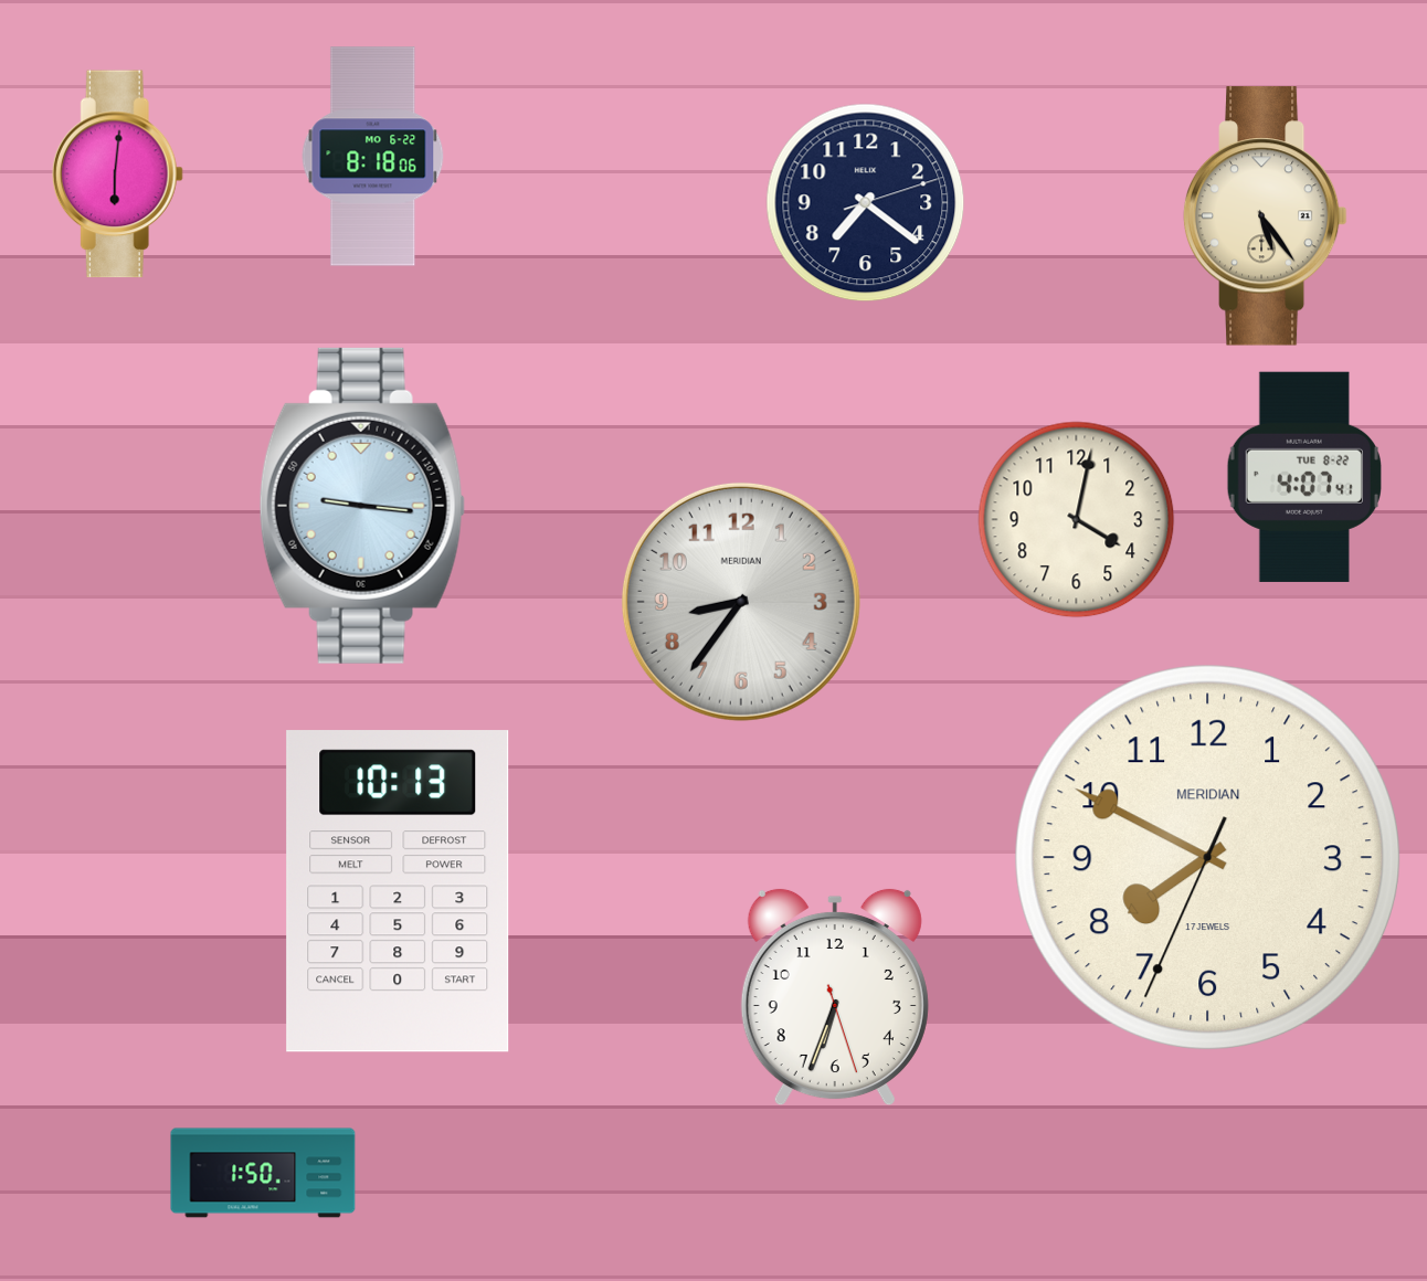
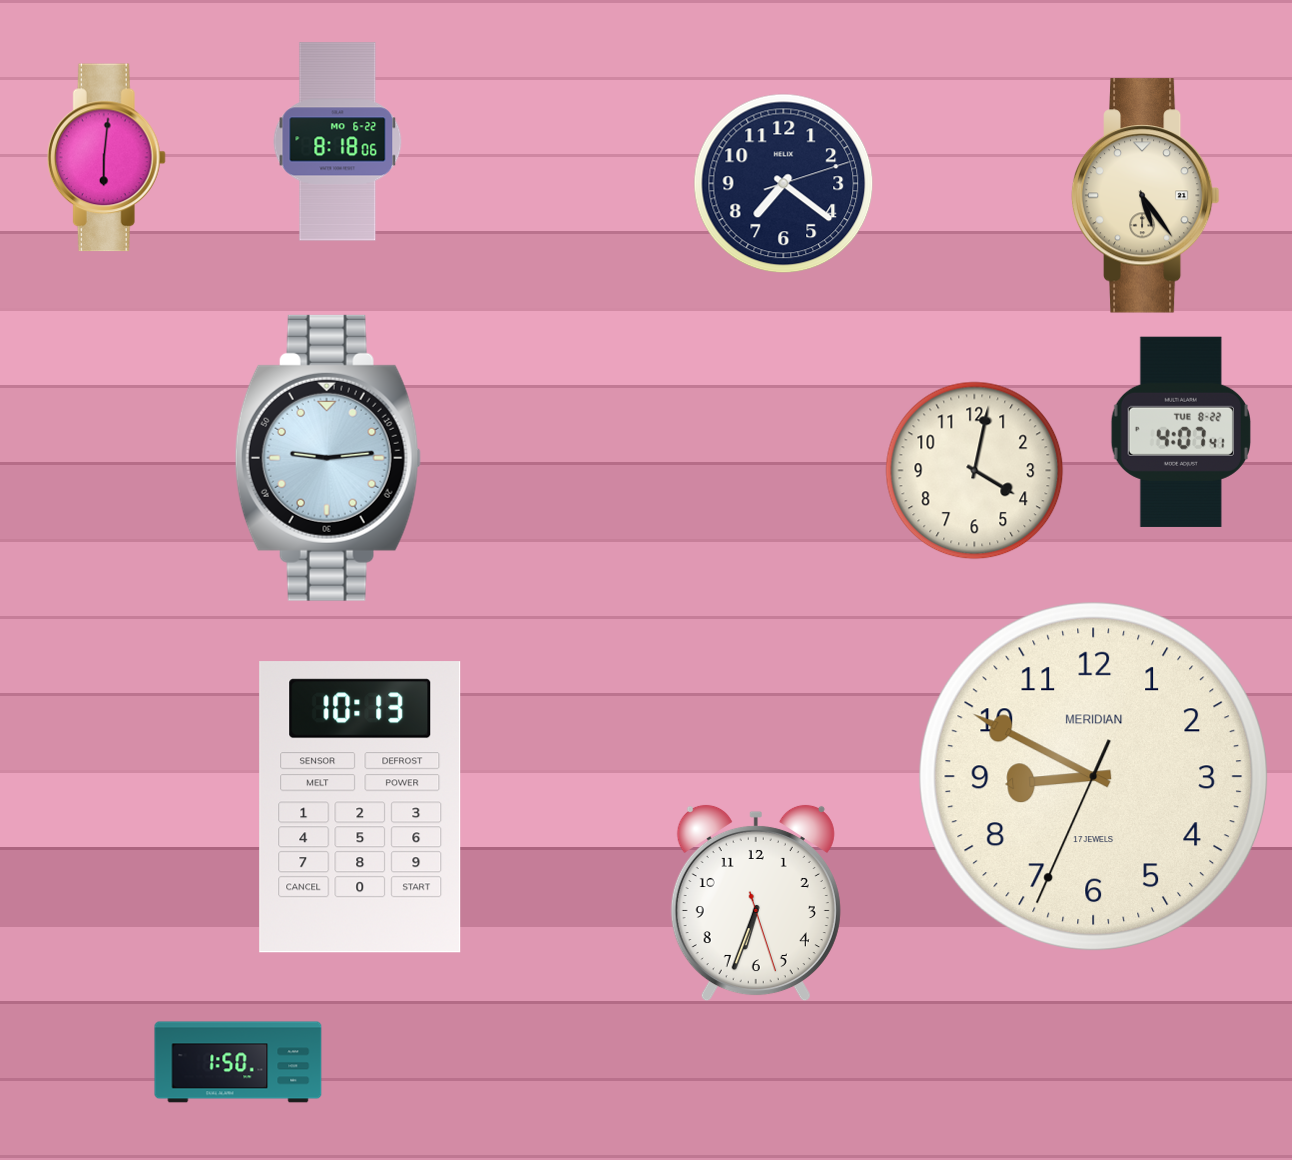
clock at (362, 506): 9:16 -> 9:14
clock at (741, 602): 8:36 -> none
clock at (1207, 857): 7:49 -> 8:49
